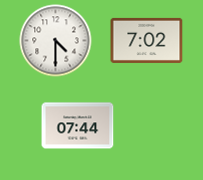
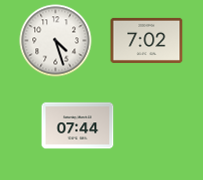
clock at (56, 41): 4:30 -> 4:27
